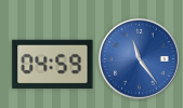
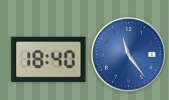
clock at (53, 64): 04:59 -> 18:40
